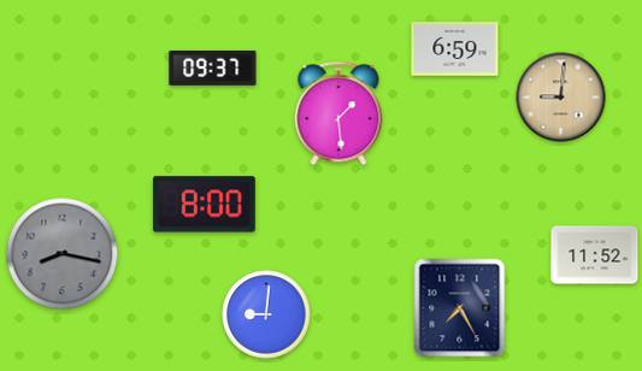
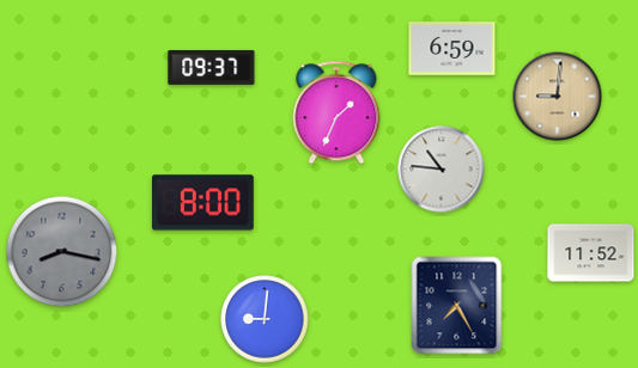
clock at (338, 113): 1:29 -> 1:34
clock at (442, 170): none -> 10:46
clock at (266, 314) position: (266, 314) -> (265, 319)
